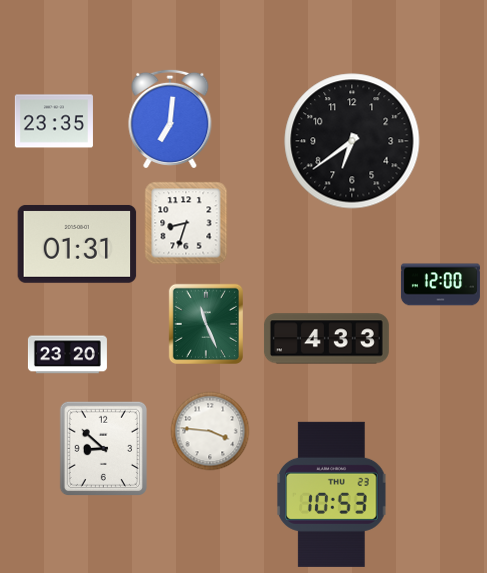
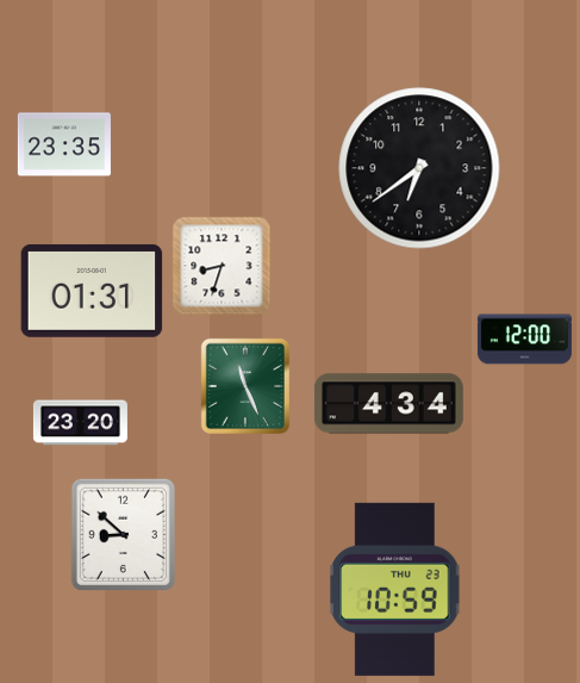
clock at (170, 118): 7:01 -> none
clock at (326, 339): 4:33 -> 4:34
clock at (210, 431): 3:46 -> none
clock at (332, 494): 10:53 -> 10:59
